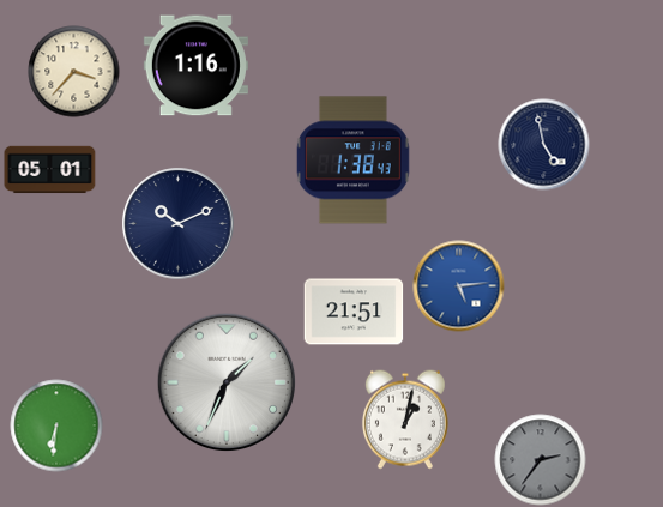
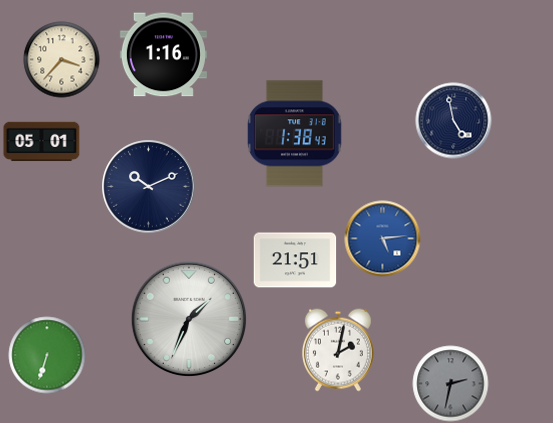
clock at (405, 420): 1:02 -> 2:02
clock at (56, 425): 6:31 -> 6:33
clock at (541, 460): 2:36 -> 2:32
